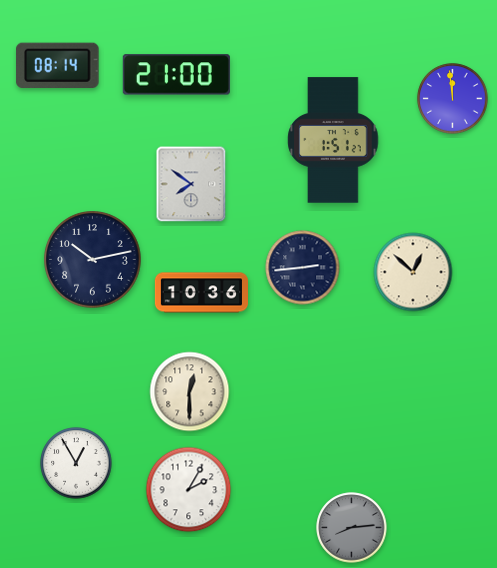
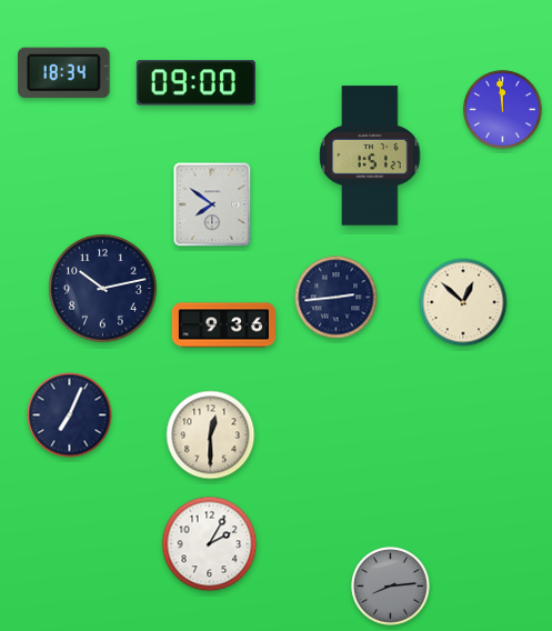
clock at (58, 65): 08:14 -> 18:34
clock at (176, 75): 21:00 -> 09:00
clock at (413, 272) position: (413, 272) -> (463, 302)
clock at (201, 293): 10:36 -> 9:36
clock at (70, 415): none -> 7:04
clock at (76, 463): 12:55 -> none
